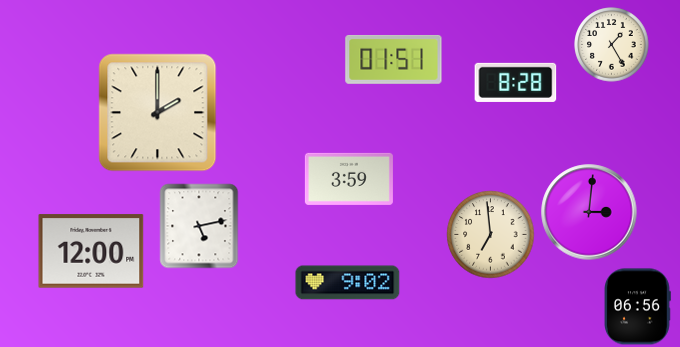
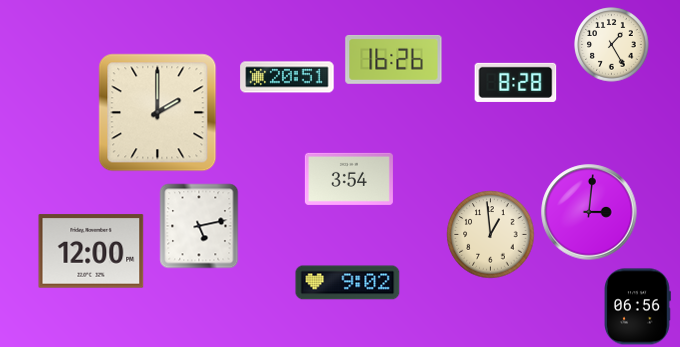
clock at (394, 59): 01:51 -> 16:26
clock at (287, 77): none -> 20:51
clock at (349, 179): 3:59 -> 3:54
clock at (491, 235): 6:59 -> 12:59
